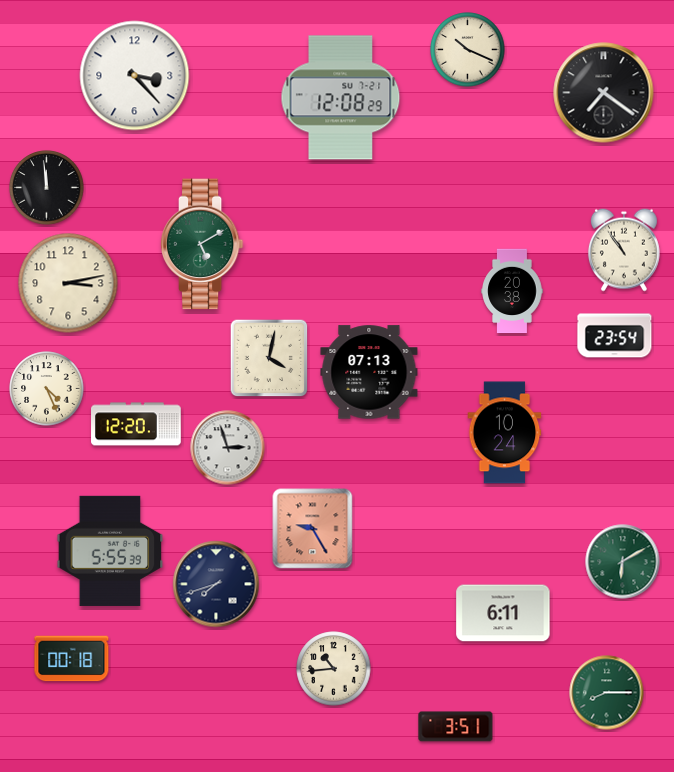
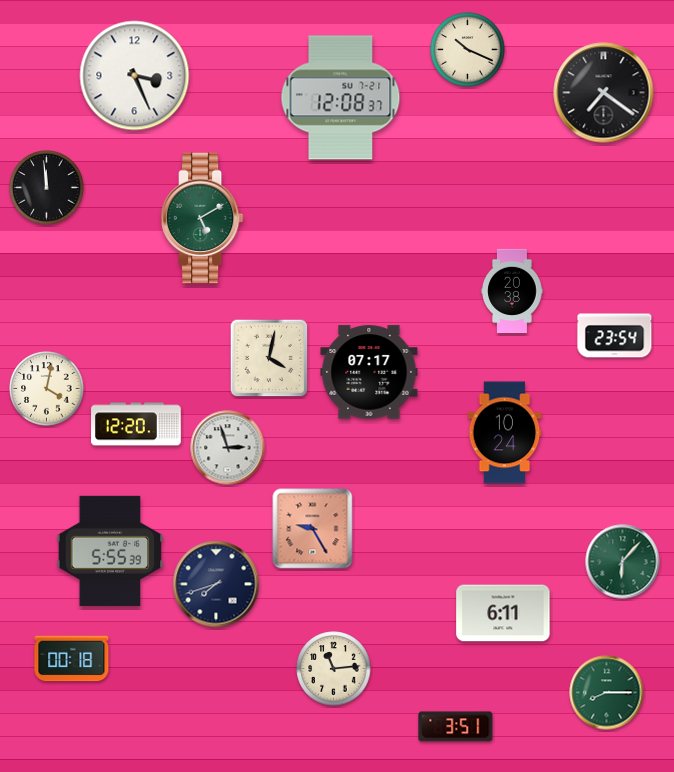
clock at (135, 76): 3:23 -> 3:26
clock at (341, 98): 12:08:29 -> 12:08:37
clock at (202, 244) position: (202, 244) -> (202, 218)
clock at (624, 250): 10:54 -> none
clock at (68, 283): 3:13 -> none
clock at (369, 372): 07:13 -> 07:17
clock at (47, 389): 4:26 -> 4:02
clock at (623, 562): 6:10 -> 6:07
clock at (334, 669): 10:44 -> 11:14
